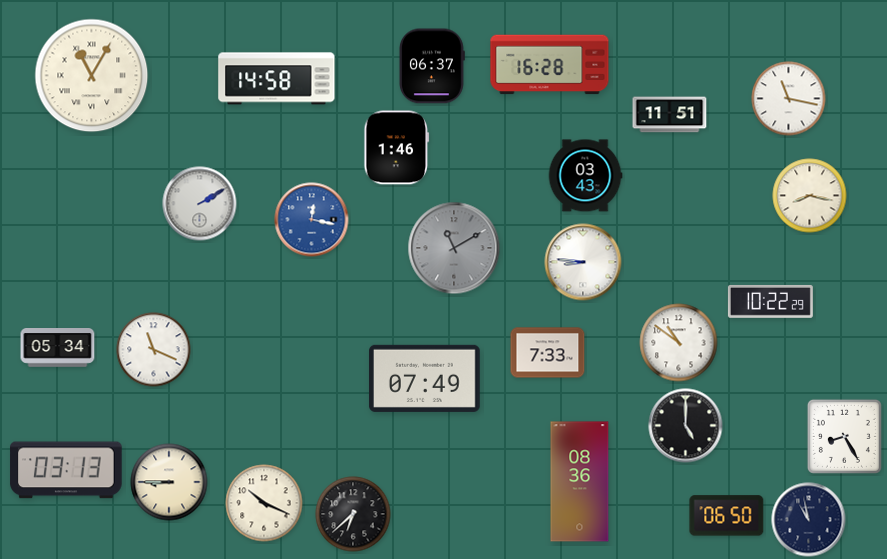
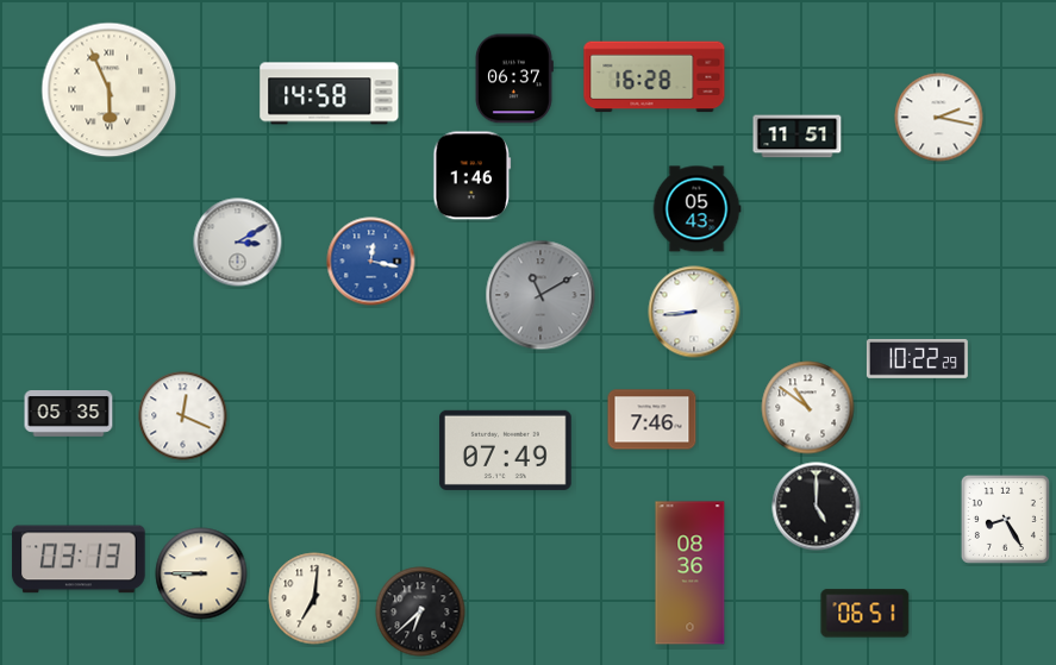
clock at (92, 76): 11:05 -> 5:56
clock at (789, 99): 11:17 -> 2:17
clock at (585, 176): 03:43 -> 05:43
clock at (810, 196): 8:17 -> none
clock at (200, 204): 2:10 -> 3:10
clock at (583, 262): 8:46 -> 8:44
clock at (58, 348): 05:34 -> 05:35
clock at (154, 350): 11:19 -> 12:19
clock at (548, 353): 7:33 -> 7:46
clock at (264, 503): 10:19 -> 7:01
clock at (727, 516): 06:50 -> 06:51
clock at (809, 520): 10:58 -> none
